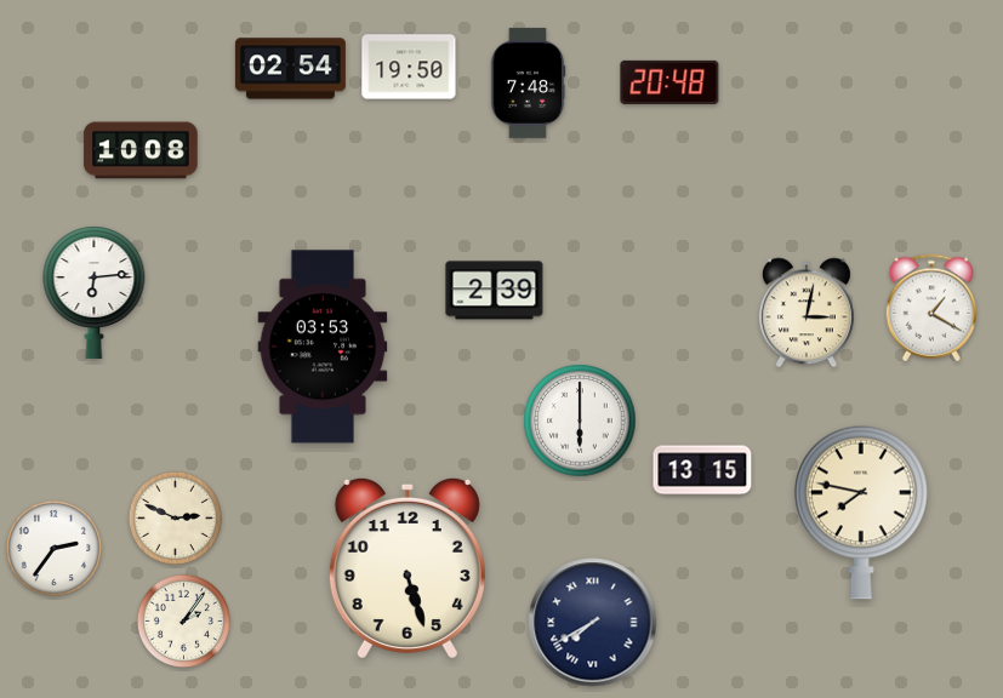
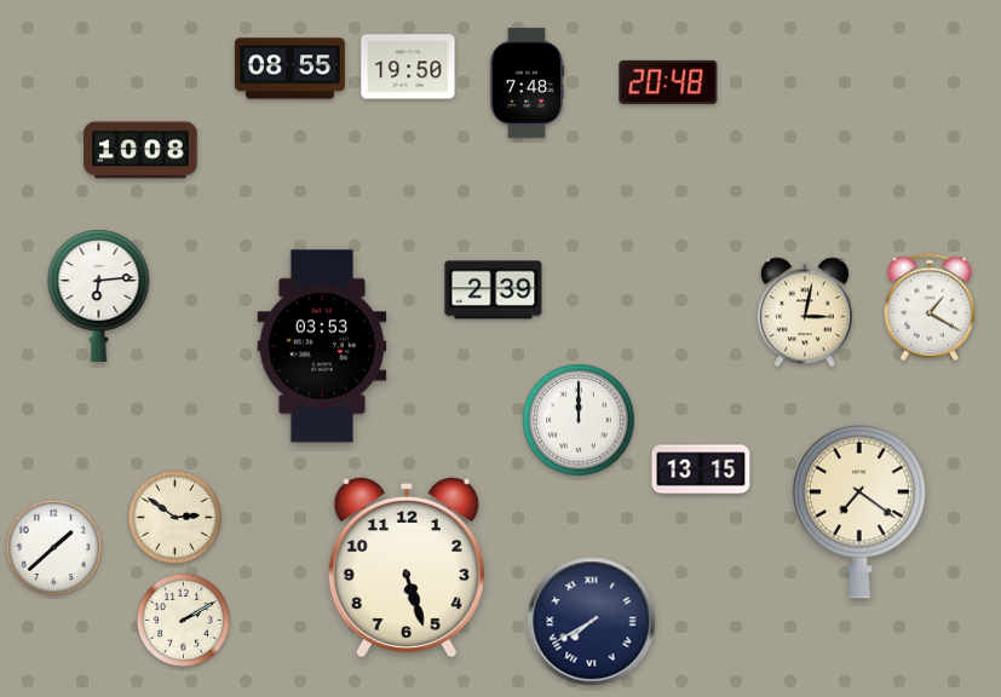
clock at (290, 69): 02:54 -> 08:55
clock at (95, 292) position: (95, 292) -> (99, 295)
clock at (580, 420): 6:00 -> 12:00
clock at (862, 513): 7:47 -> 7:21
clock at (175, 517): 2:49 -> 2:51
clock at (53, 548): 2:36 -> 1:38
clock at (183, 620): 2:06 -> 2:10
